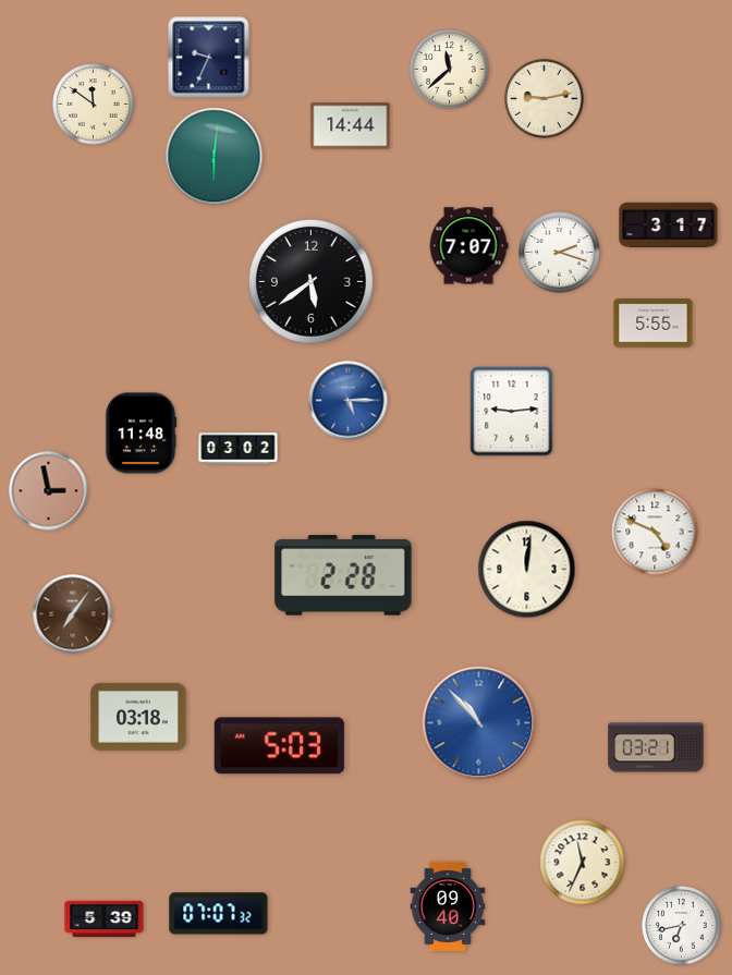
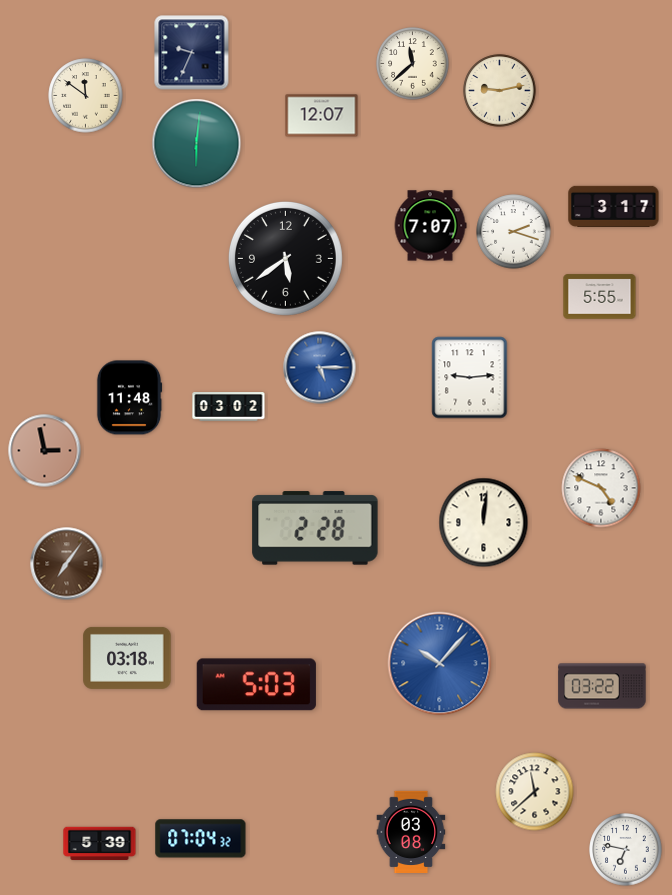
clock at (351, 126): 14:44 -> 12:07
clock at (239, 449) position: (239, 449) -> (229, 407)
clock at (479, 723): 10:53 -> 10:07
clock at (656, 747): 03:21 -> 03:22
clock at (583, 863): 11:34 -> 11:38
clock at (448, 905): 09:40 -> 03:08
clock at (219, 914): 07:07 -> 07:04
clock at (105, 919) position: (105, 919) -> (100, 844)
clock at (682, 926): 6:43 -> 6:47
